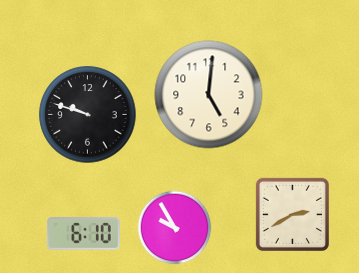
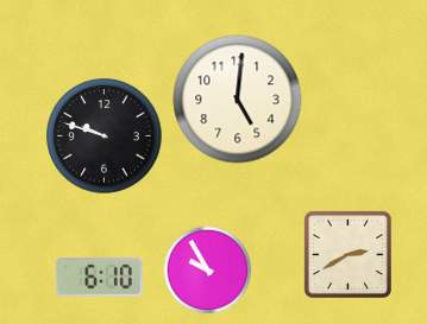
clock at (209, 95) position: (209, 95) -> (238, 100)
